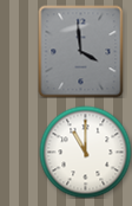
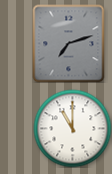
clock at (81, 51): 3:59 -> 7:12
